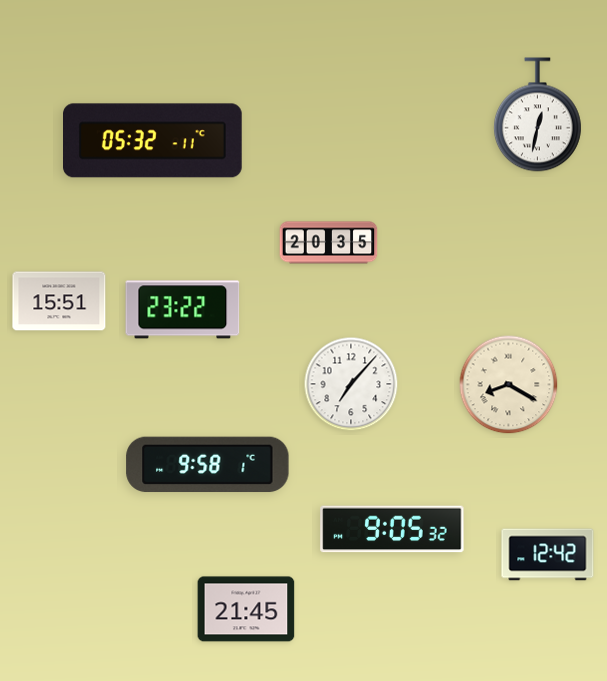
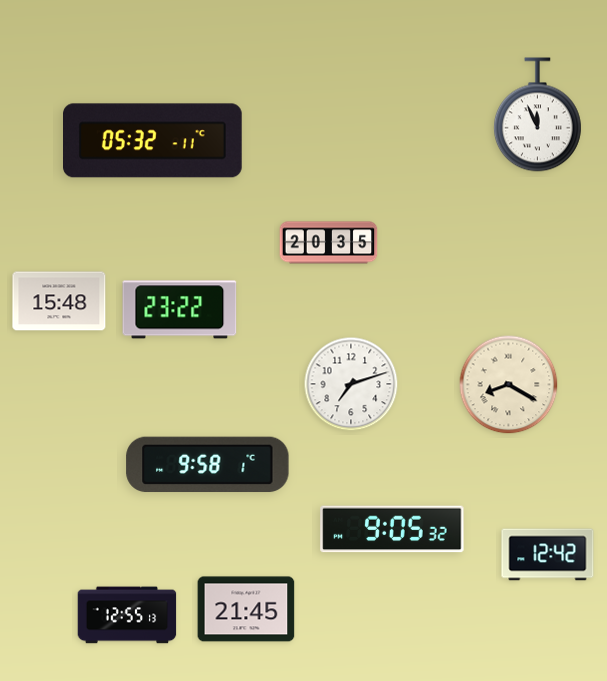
clock at (537, 115): 12:32 -> 11:56
clock at (59, 301): 15:51 -> 15:48
clock at (183, 310) position: (183, 310) -> (180, 310)
clock at (351, 384): 7:07 -> 7:12
clock at (127, 615): none -> 12:55
